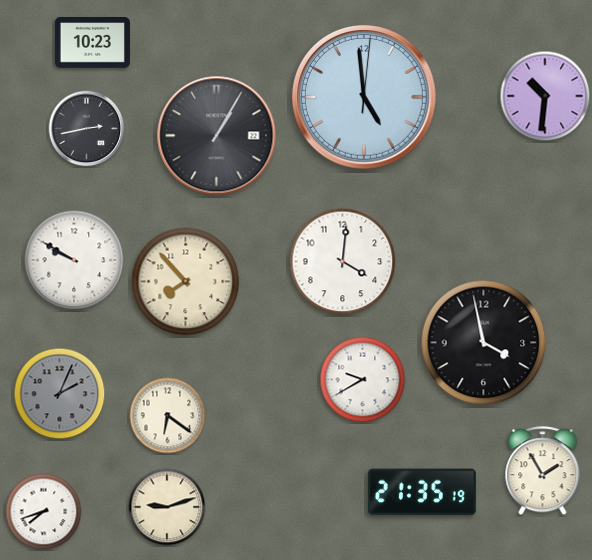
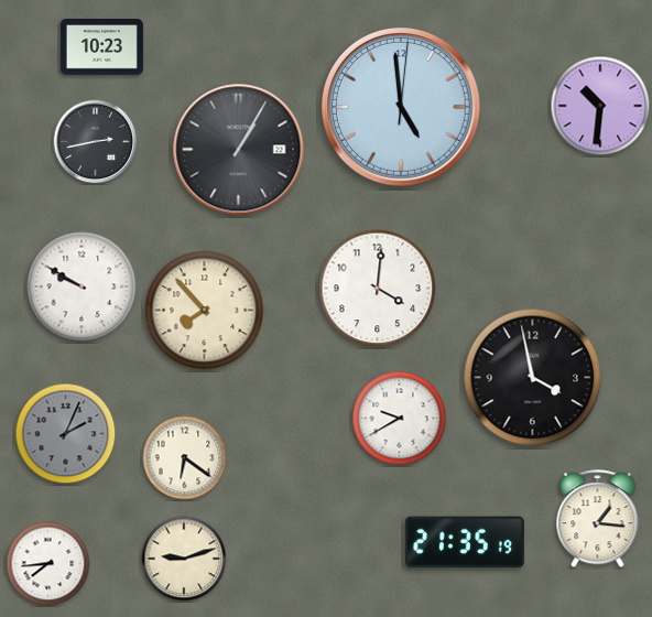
clock at (543, 471): 1:55 -> 1:16
clock at (44, 512): 7:42 -> 7:44
